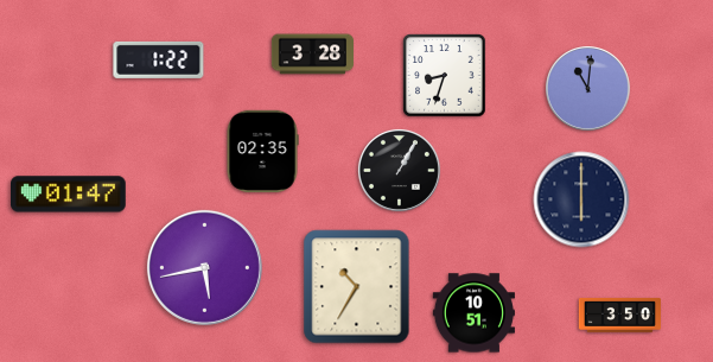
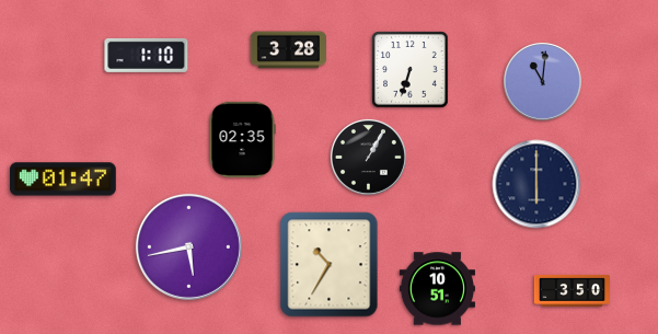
clock at (159, 59): 1:22 -> 1:10
clock at (445, 76): 8:33 -> 6:33
